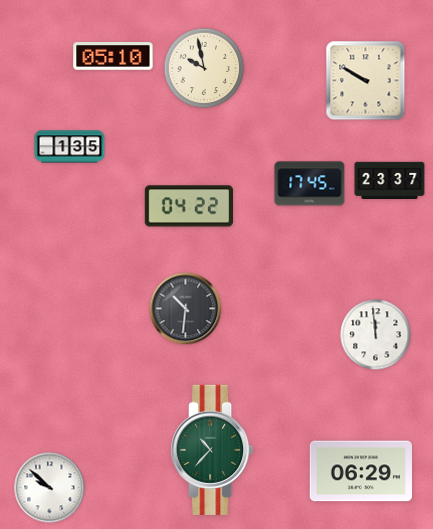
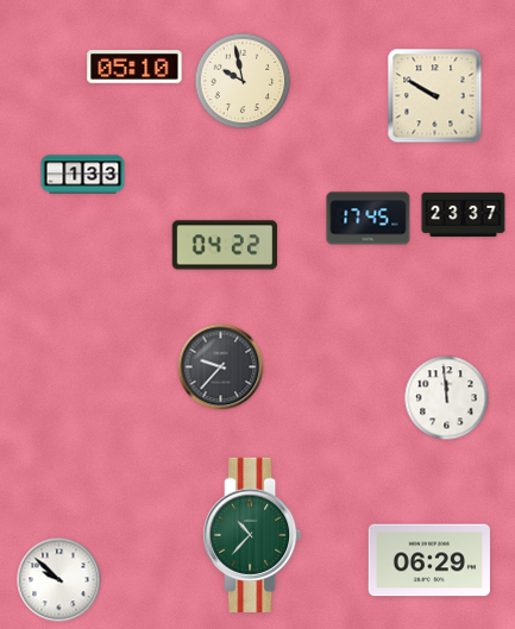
clock at (70, 147): 1:35 -> 1:33
clock at (186, 309): 10:31 -> 9:37
